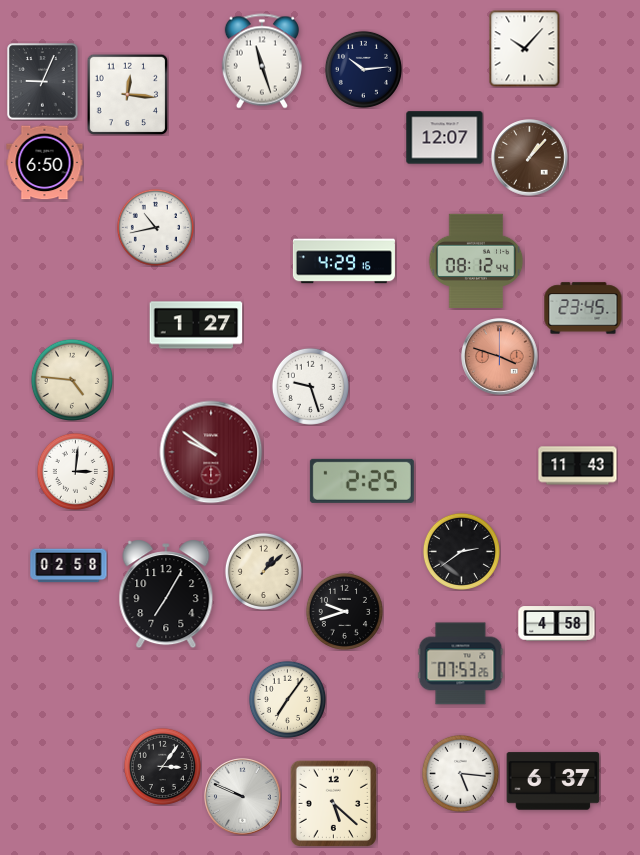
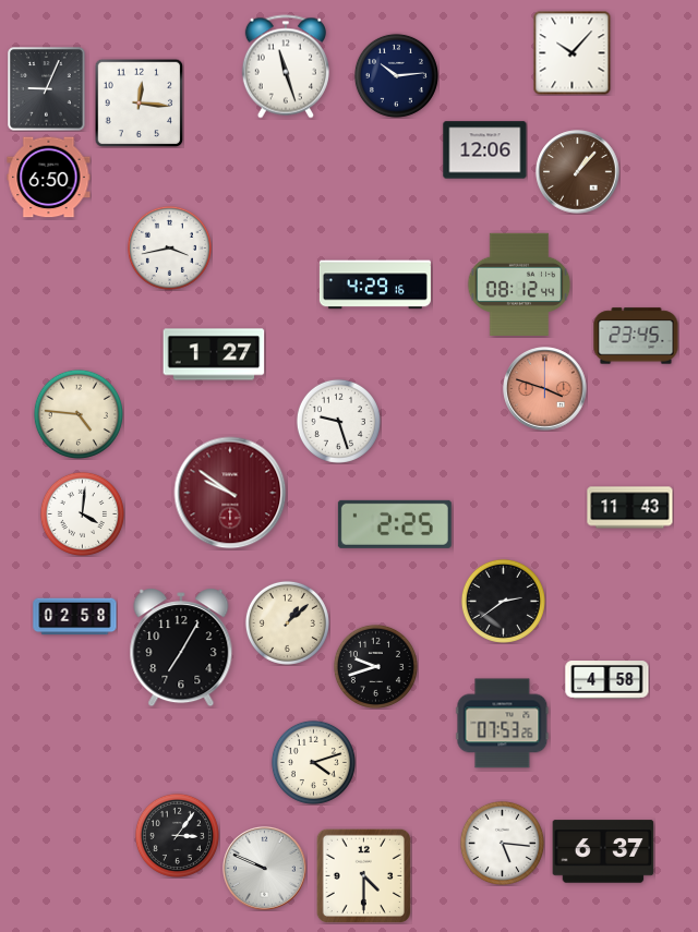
clock at (445, 138): 12:07 -> 12:06
clock at (155, 227): 10:43 -> 3:43
clock at (75, 471): 3:01 -> 4:01
clock at (287, 699): 7:06 -> 4:12
clock at (333, 803): 5:22 -> 4:30
